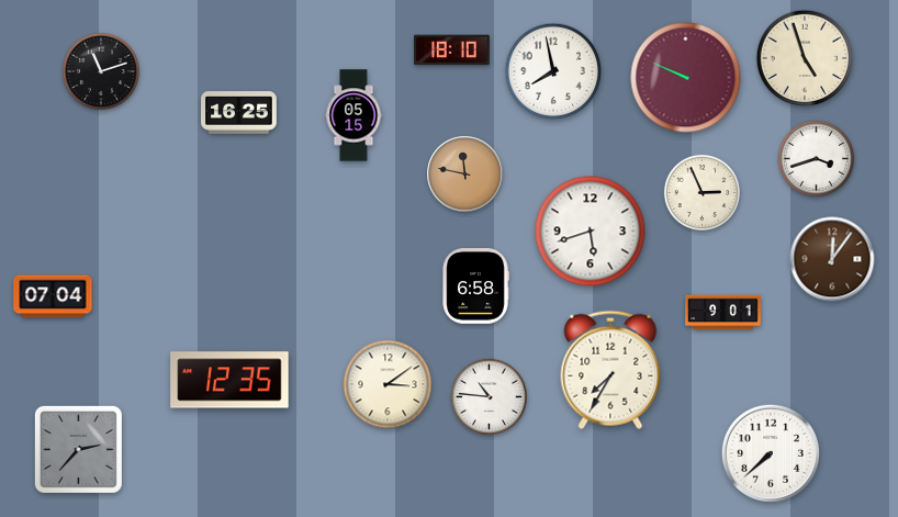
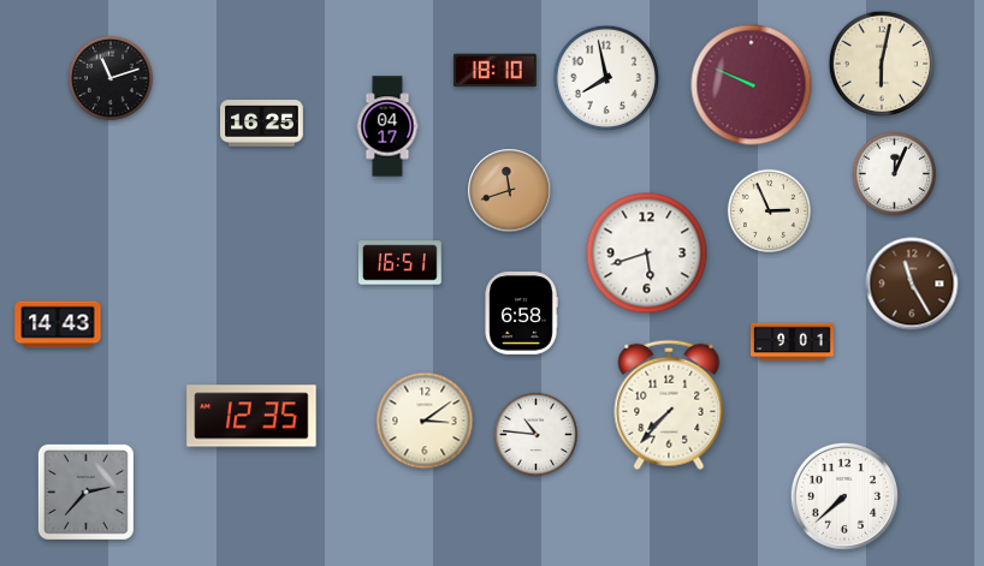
clock at (451, 50) position: (451, 50) -> (494, 71)
clock at (805, 58): 4:57 -> 6:02
clock at (353, 115): 05:15 -> 04:17
clock at (816, 158): 3:42 -> 12:04
clock at (465, 175): 11:47 -> 11:42
clock at (401, 263): none -> 16:51
clock at (832, 259): 12:06 -> 11:25
clock at (53, 296): 07:04 -> 14:43
clock at (610, 370): 7:35 -> 7:37
